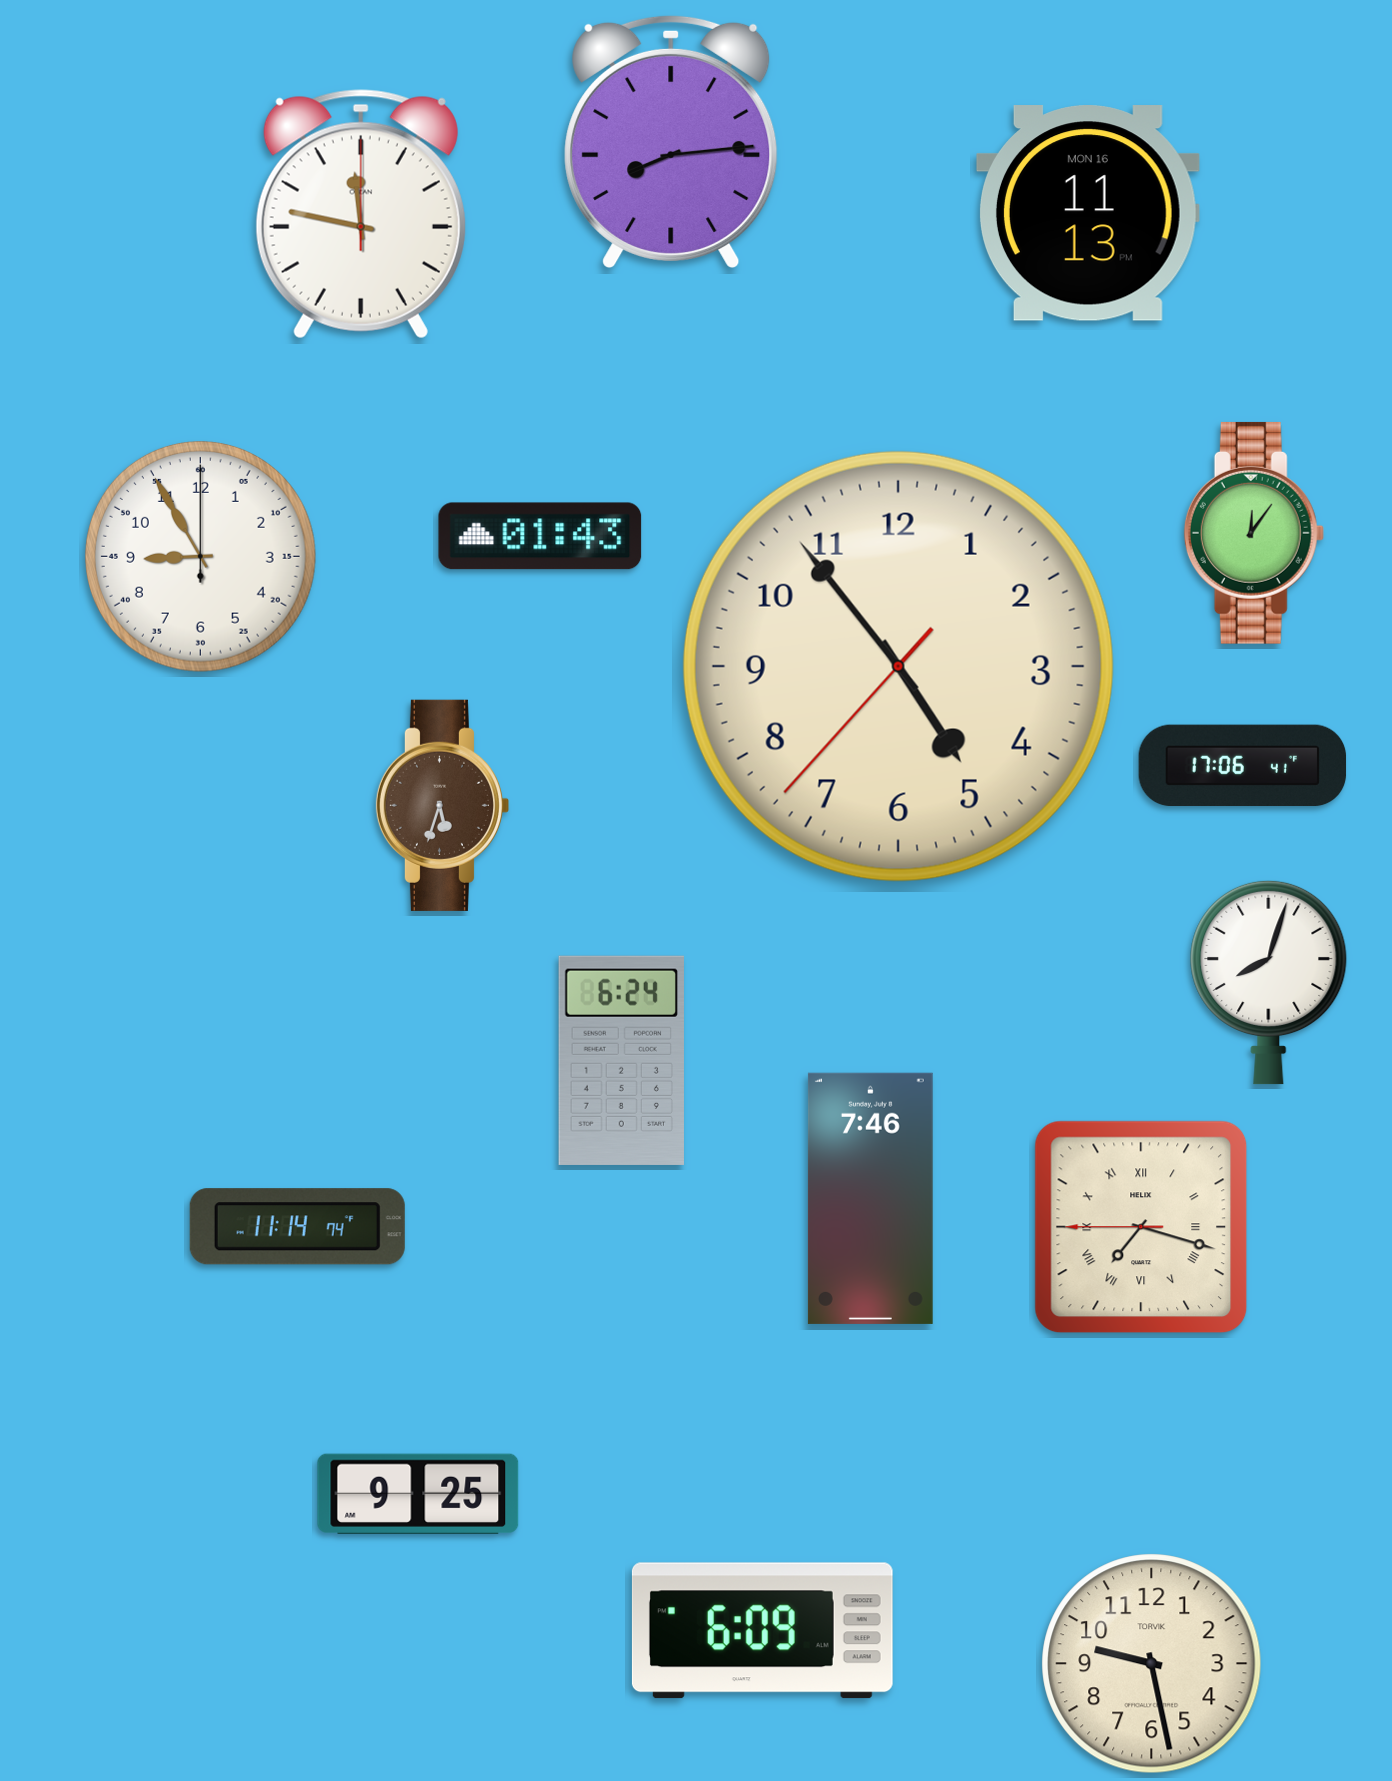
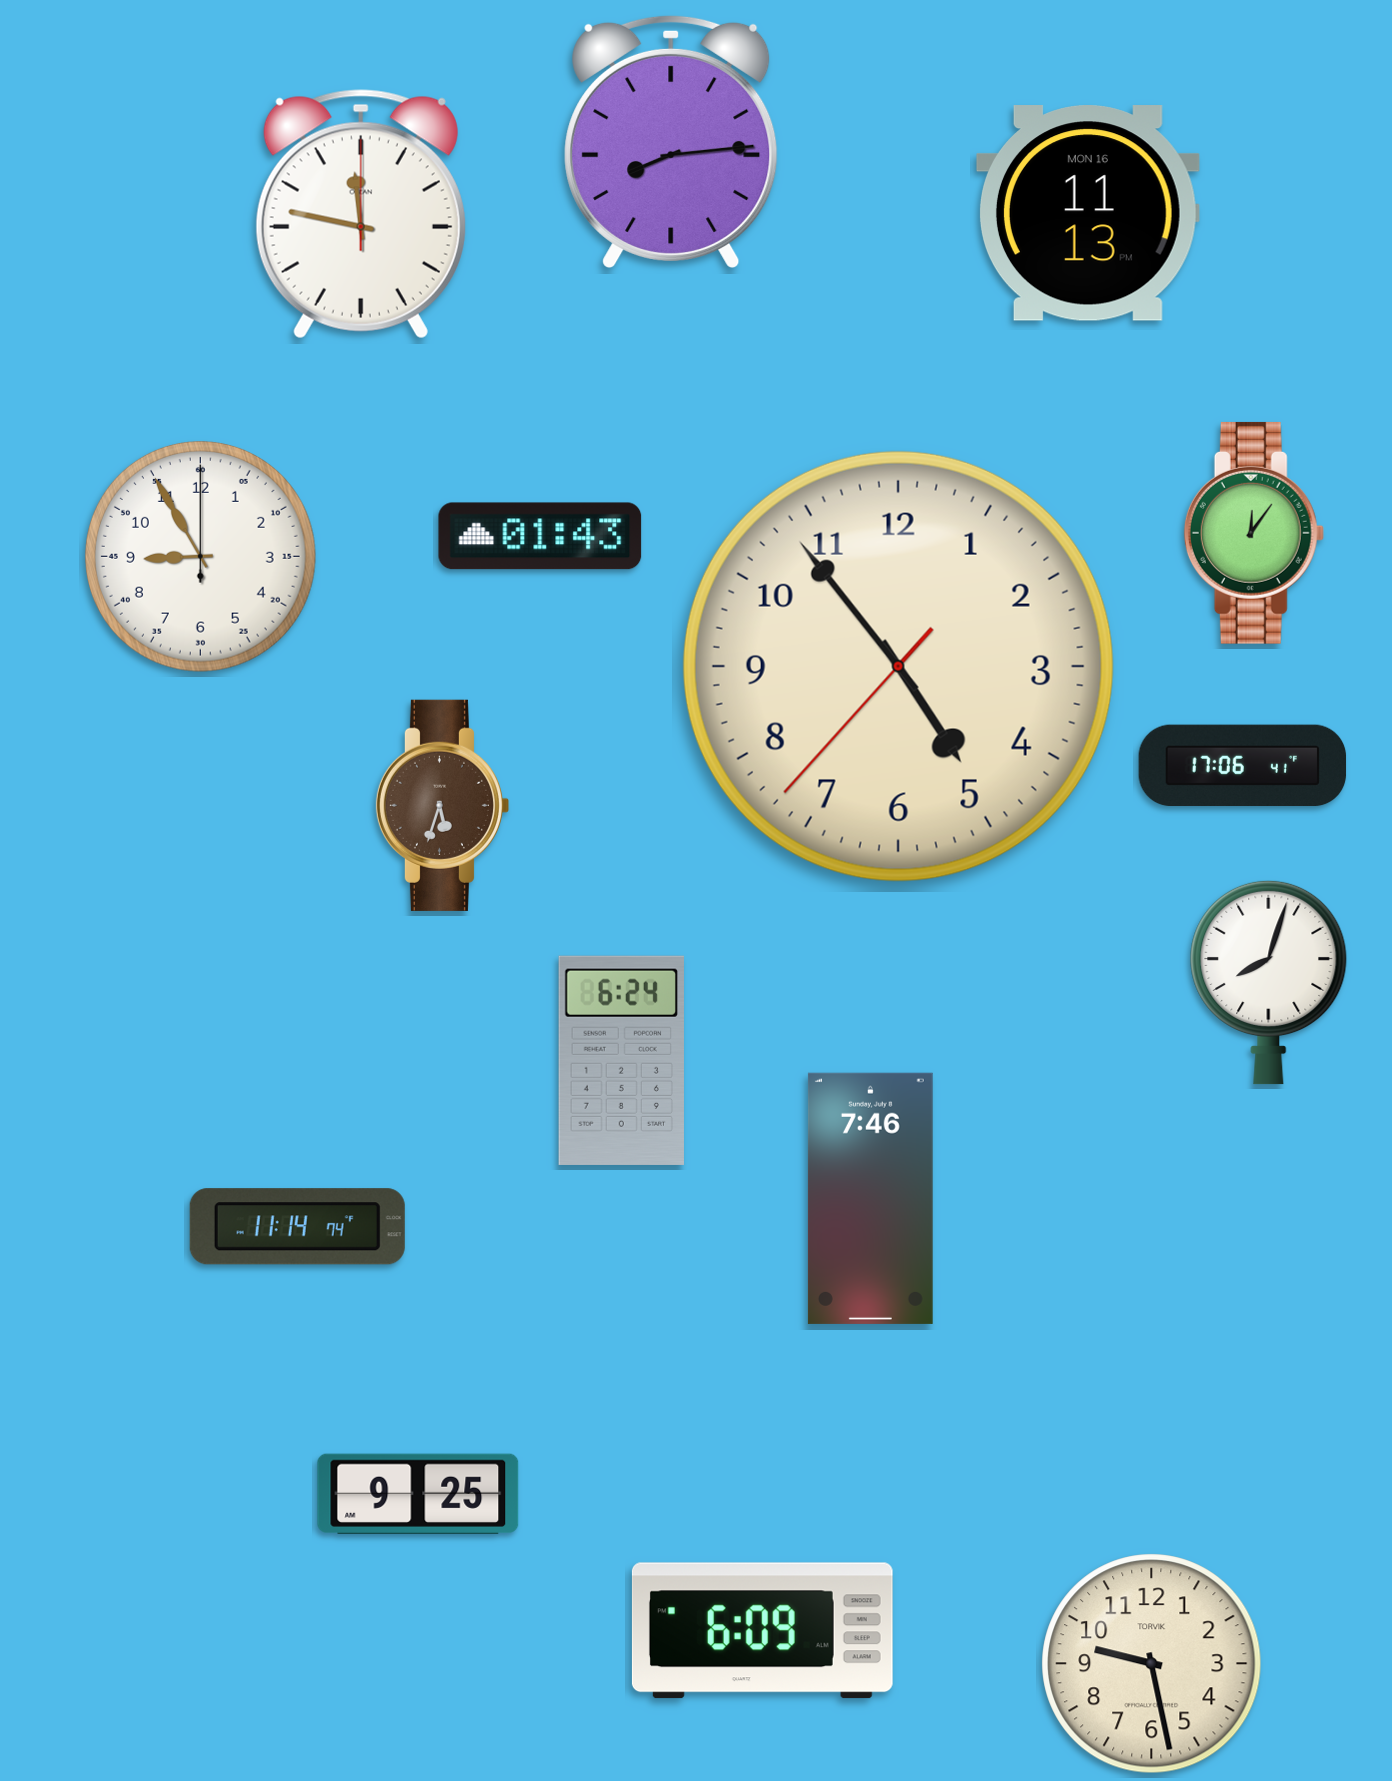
clock at (1141, 1227): 7:17 -> none
